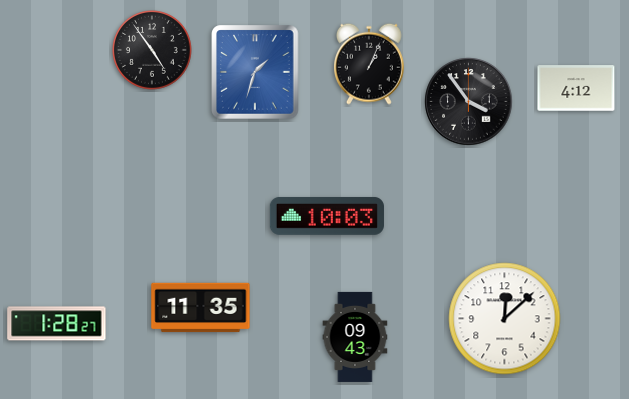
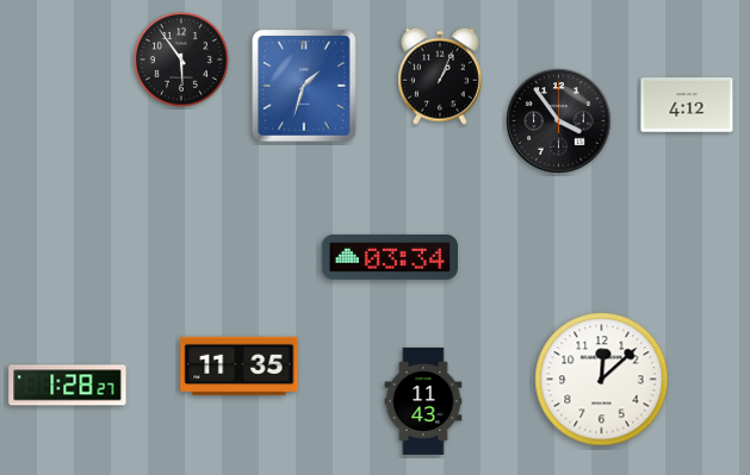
clock at (153, 51): 4:54 -> 5:54
clock at (327, 216): 10:03 -> 03:34
clock at (355, 337): 09:43 -> 11:43
